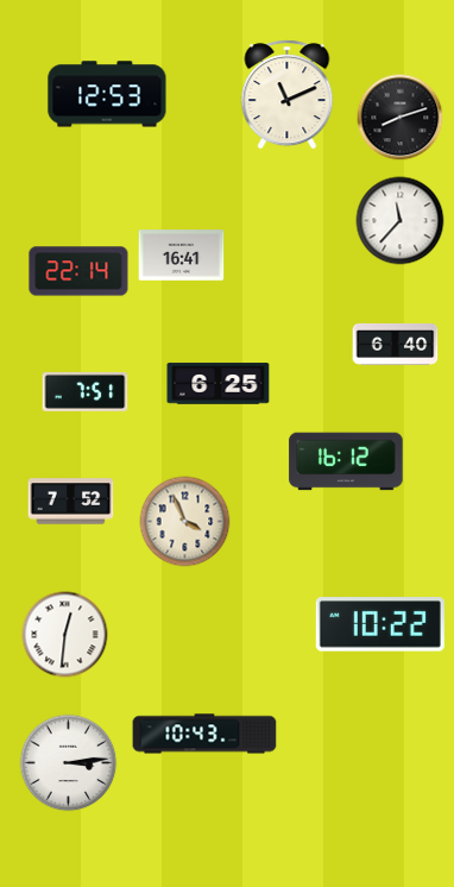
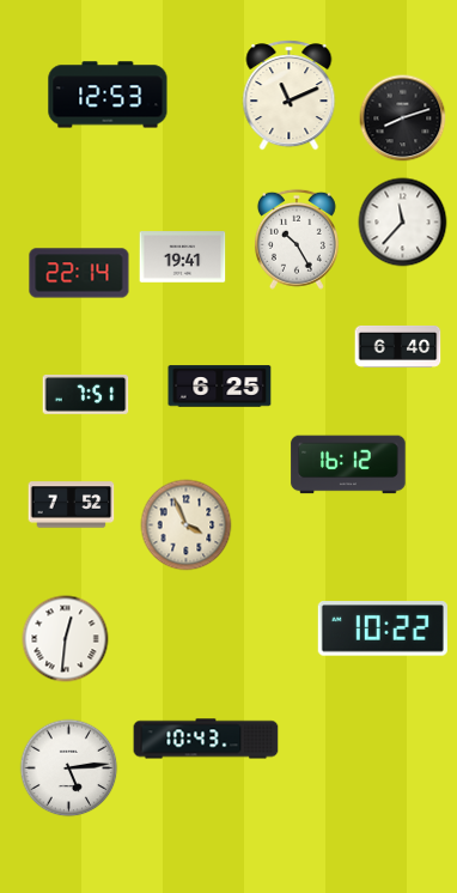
clock at (297, 239): none -> 10:25
clock at (182, 256): 16:41 -> 19:41
clock at (69, 763): 3:14 -> 5:14
